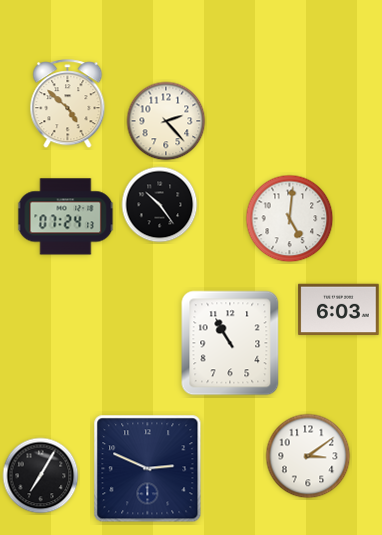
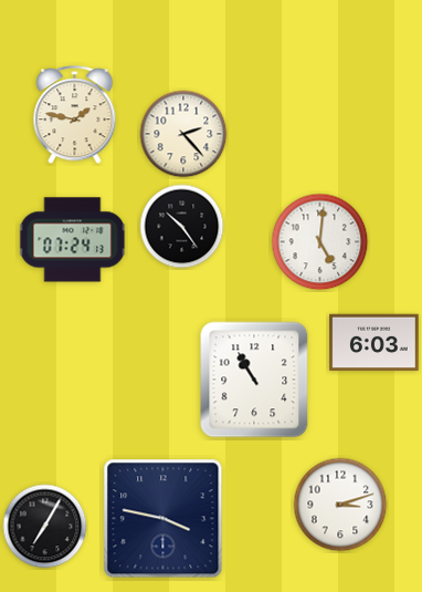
clock at (68, 104): 4:52 -> 1:47
clock at (160, 205) position: (160, 205) -> (182, 227)
clock at (308, 456): 3:09 -> 3:12
clock at (148, 469): 2:49 -> 3:47
